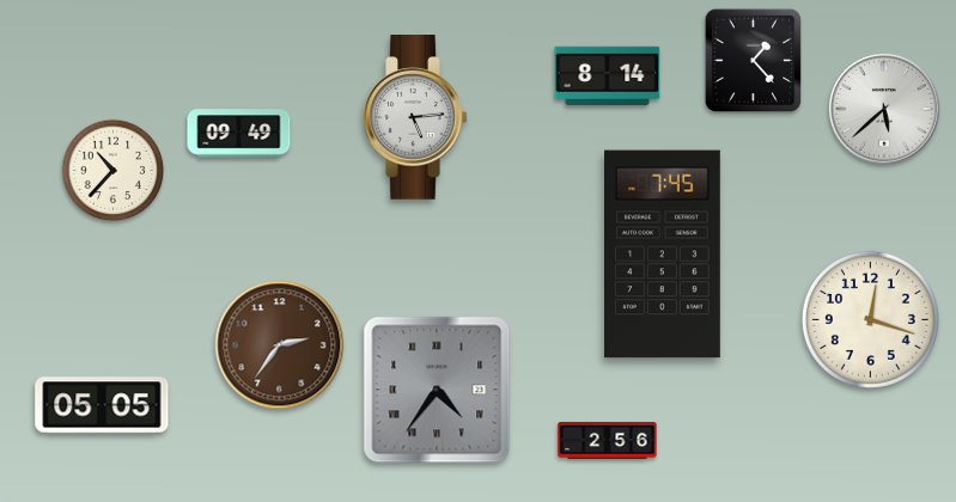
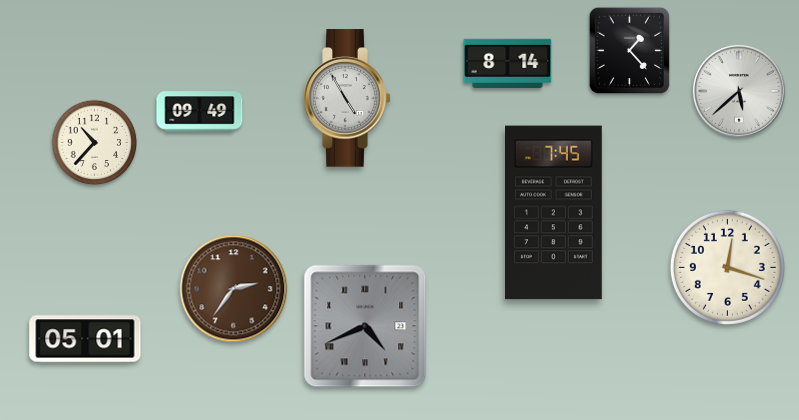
clock at (415, 117): 5:14 -> 4:55
clock at (437, 390): 4:36 -> 4:41
clock at (102, 405): 05:05 -> 05:01
clock at (608, 440): 2:56 -> none
